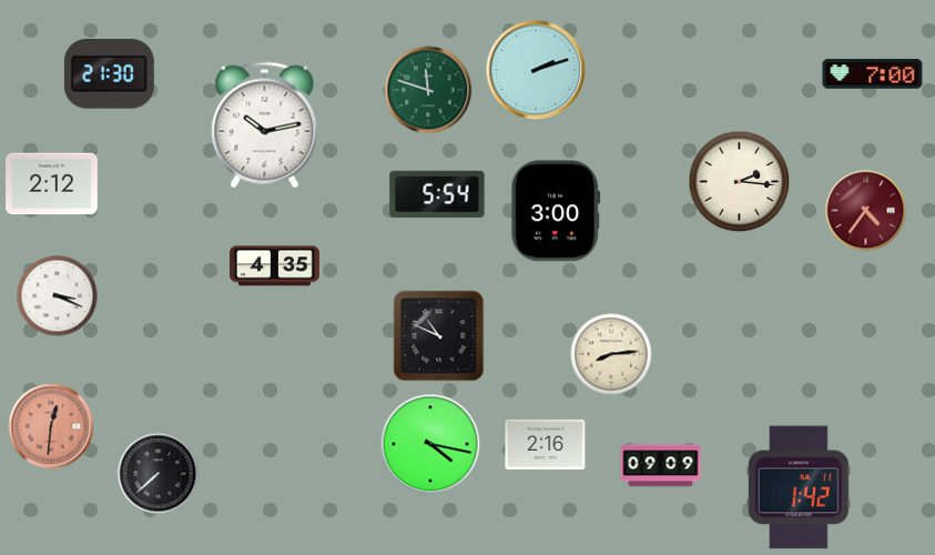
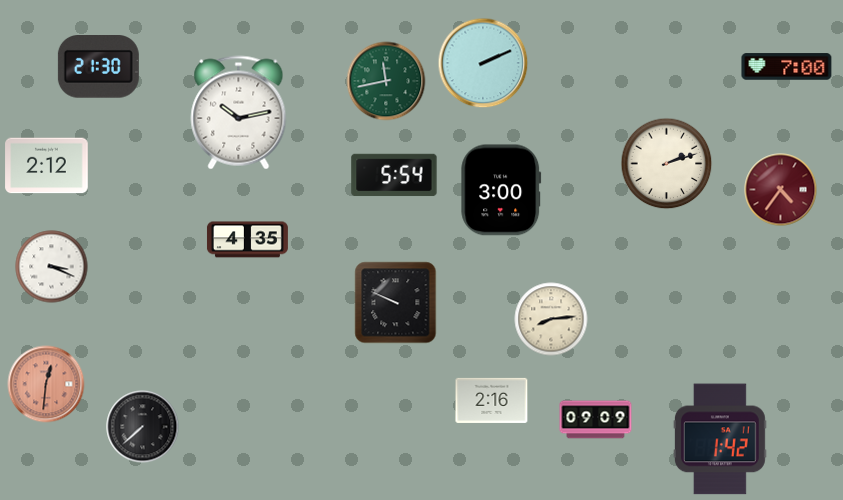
clock at (536, 70): 2:12 -> 2:11
clock at (428, 90): 11:48 -> 11:43
clock at (740, 182): 2:16 -> 2:12
clock at (439, 336): 10:49 -> 9:49
clock at (430, 444): 4:17 -> none
